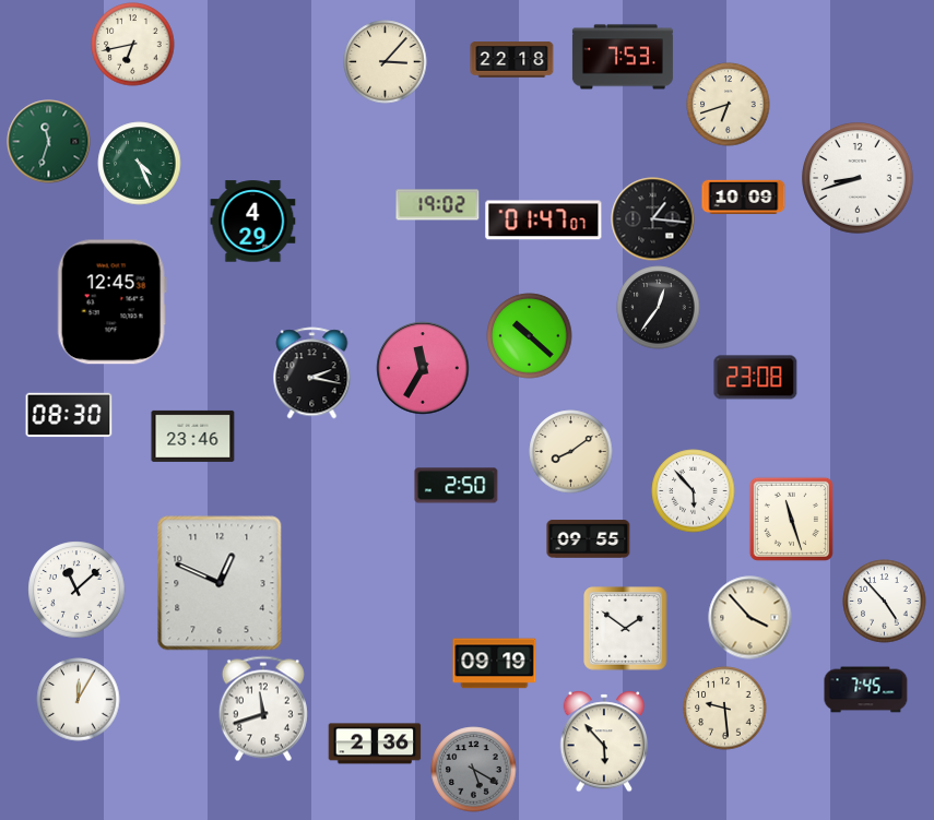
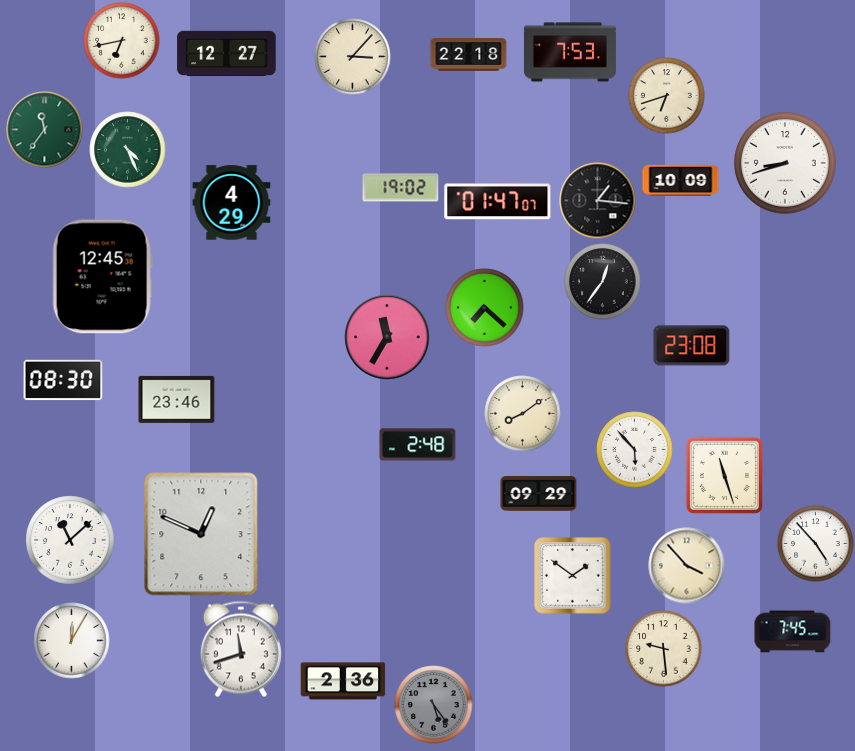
clock at (227, 53): none -> 12:27
clock at (49, 142): 11:33 -> 11:36
clock at (530, 336): 10:22 -> 7:22
clock at (312, 373): 2:17 -> none
clock at (457, 486): 2:50 -> 2:48
clock at (589, 539): 09:55 -> 09:29
clock at (885, 602) position: (885, 602) -> (816, 544)
clock at (495, 664): 09:19 -> none
clock at (604, 741): 5:53 -> none
clock at (474, 770): 5:20 -> 5:24
